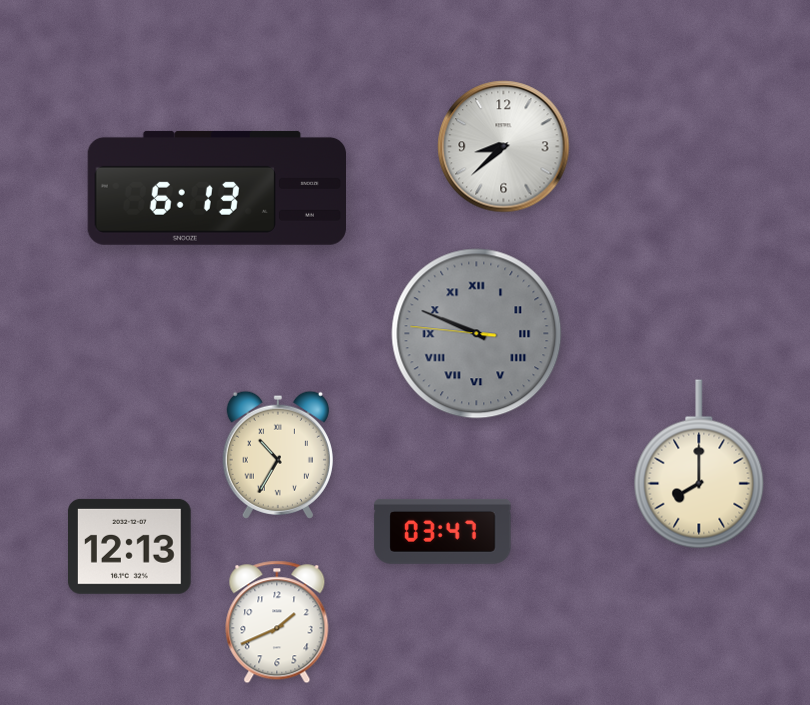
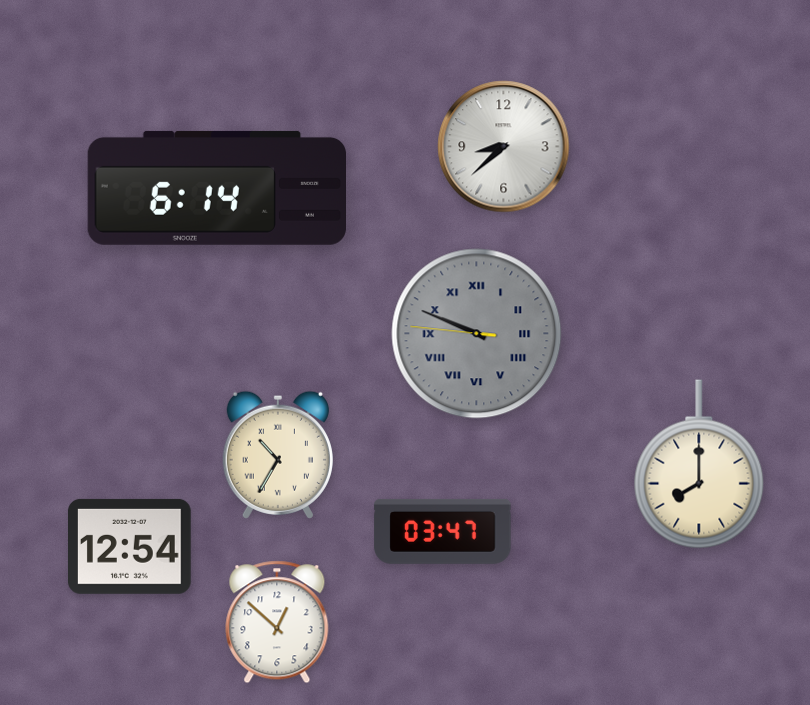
clock at (216, 188): 6:13 -> 6:14
clock at (130, 546): 12:13 -> 12:54
clock at (277, 622): 1:41 -> 12:52
